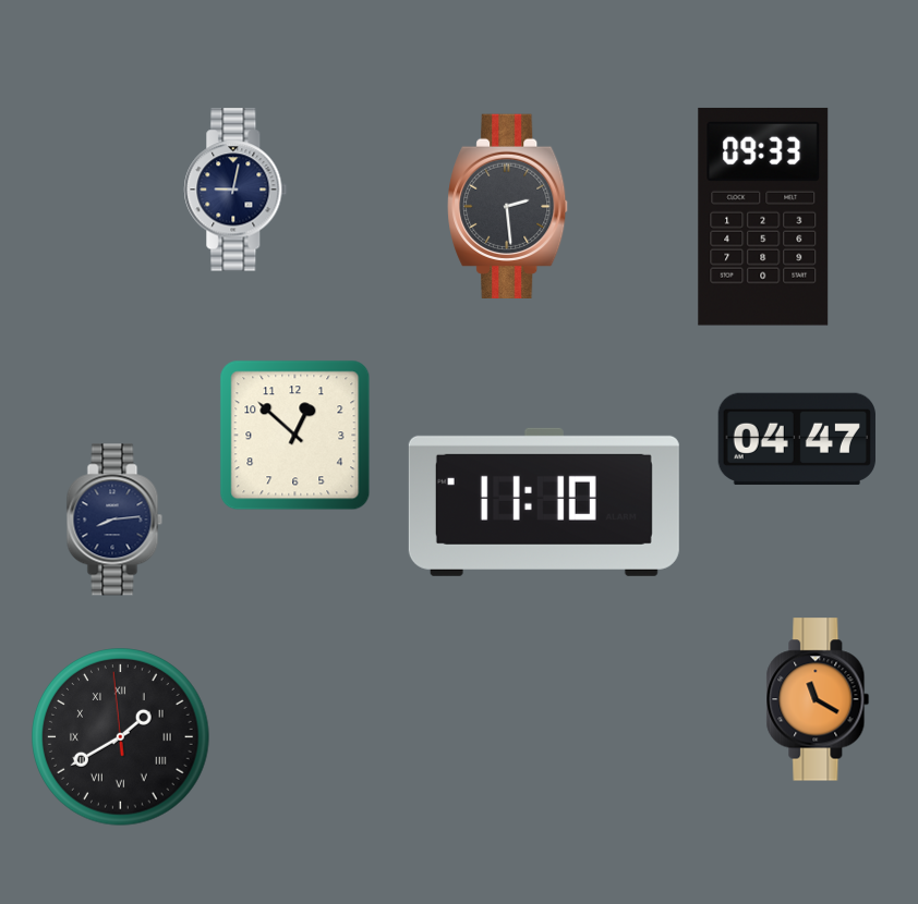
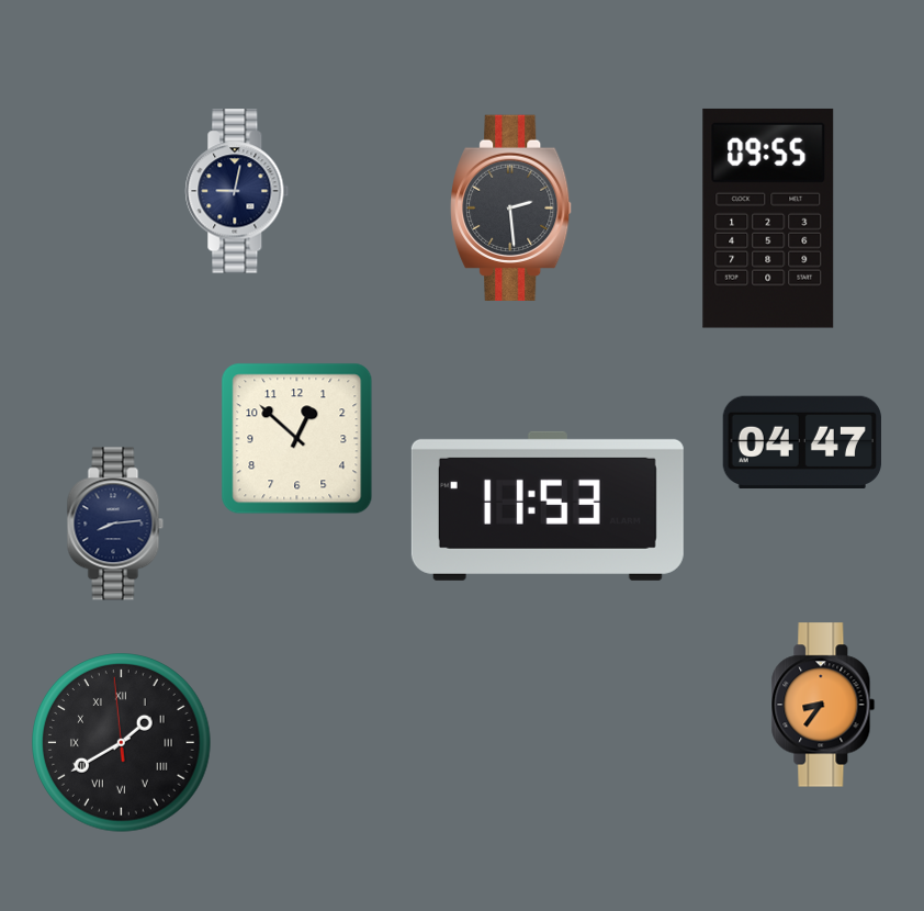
clock at (763, 217): 09:33 -> 09:55
clock at (544, 502): 11:10 -> 11:53
clock at (818, 699): 11:20 -> 8:36
